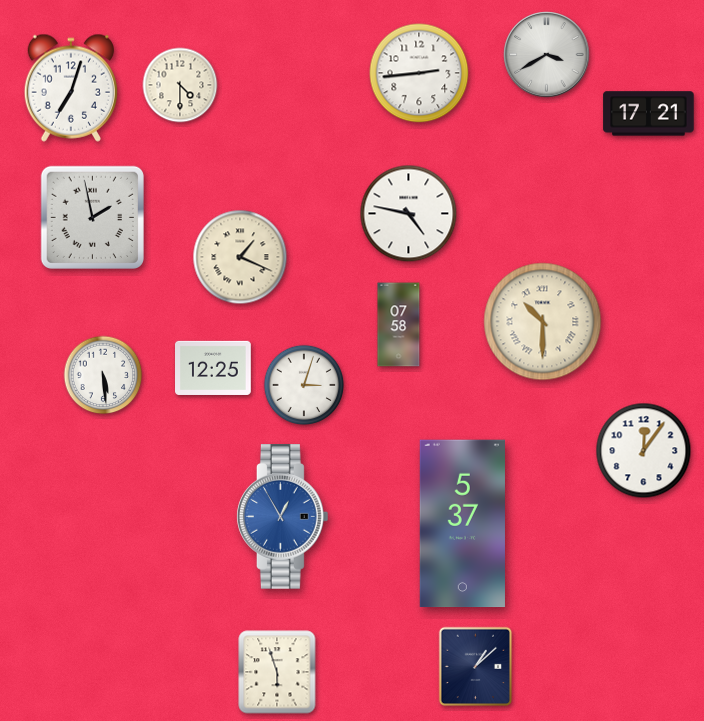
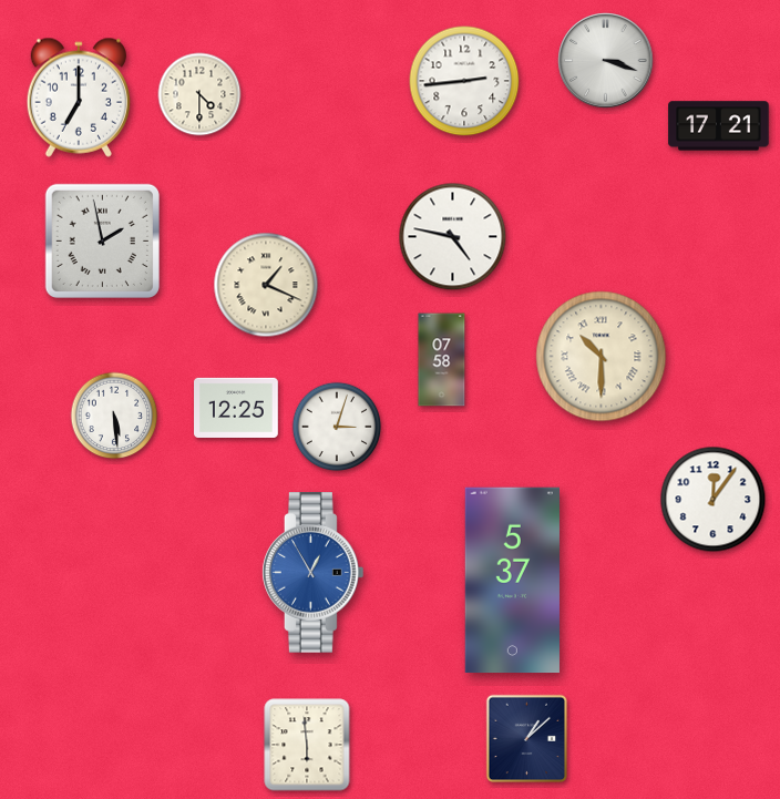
clock at (547, 55): 3:40 -> 3:18
clock at (70, 88): 7:03 -> 7:00
clock at (277, 672): 5:57 -> 5:59
